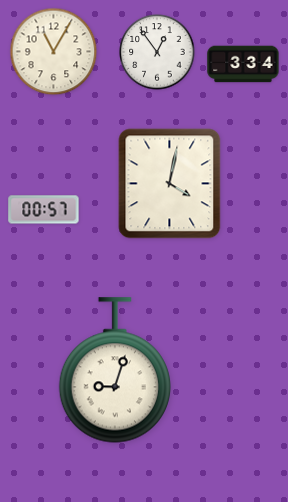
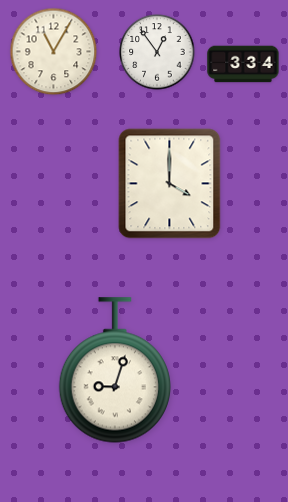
clock at (170, 184): 4:02 -> 4:00
clock at (44, 210): 00:57 -> none
